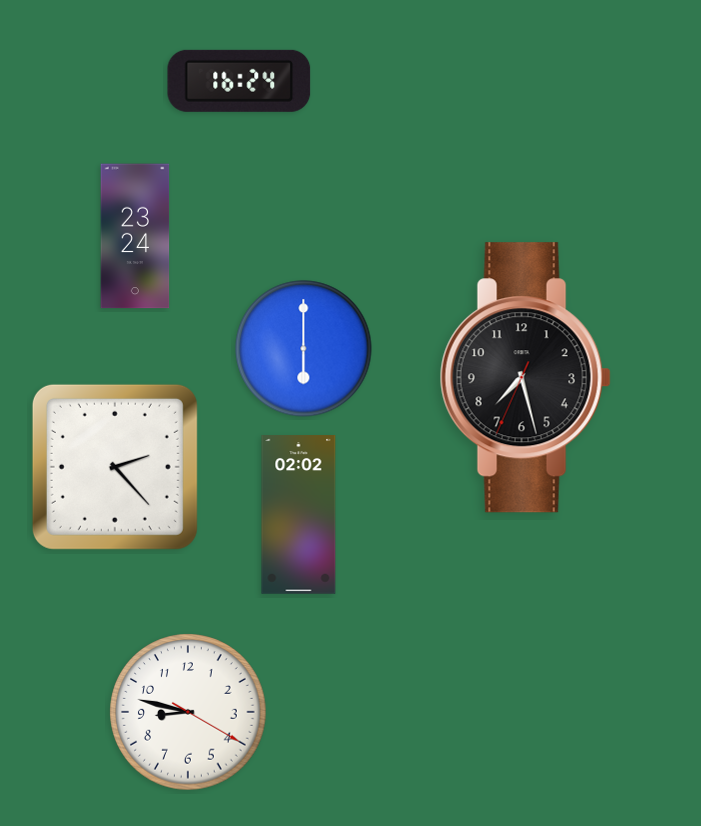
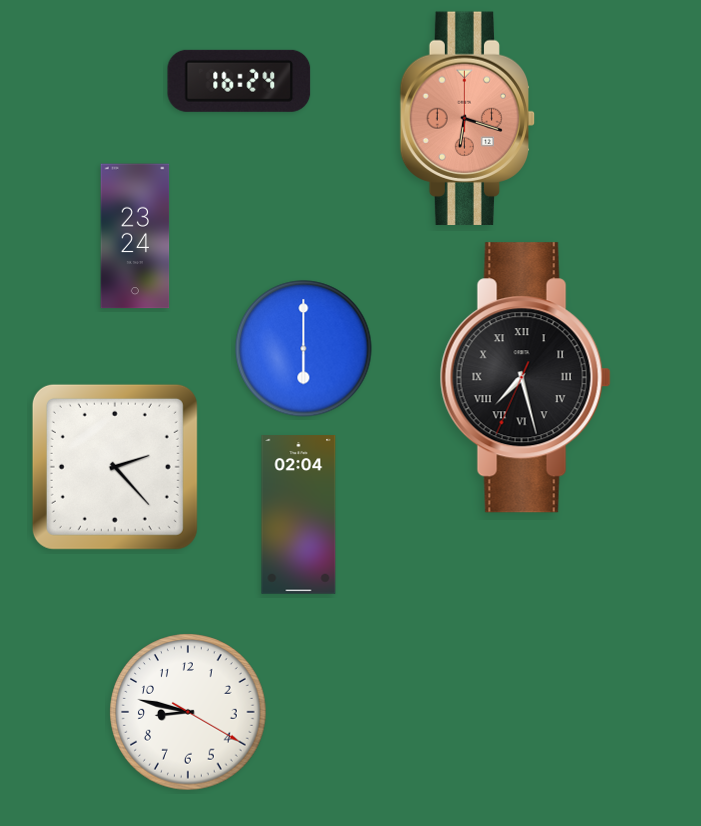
clock at (468, 119): none -> 6:18
clock at (525, 378) numerals: Arabic -> Roman
clock at (299, 515): 02:02 -> 02:04
